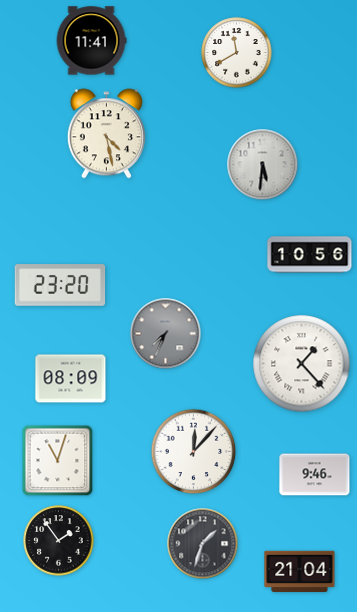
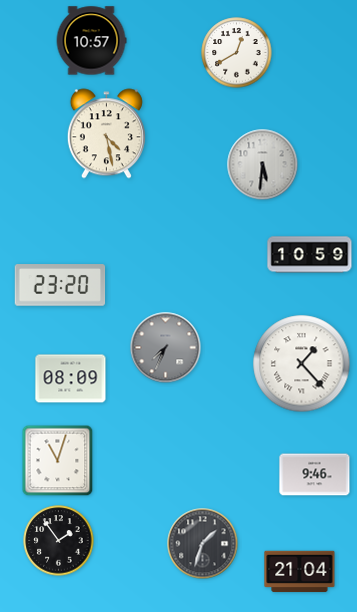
clock at (91, 41): 11:41 -> 10:57
clock at (237, 53): 11:40 -> 12:40
clock at (310, 255): 10:56 -> 10:59
clock at (166, 334) position: (166, 334) -> (166, 348)
clock at (194, 452): 12:07 -> none
